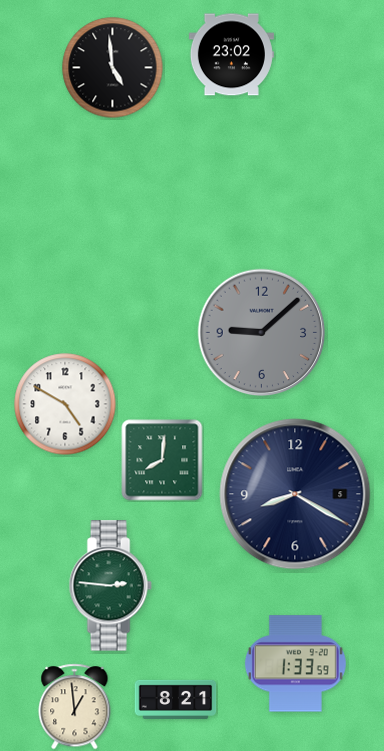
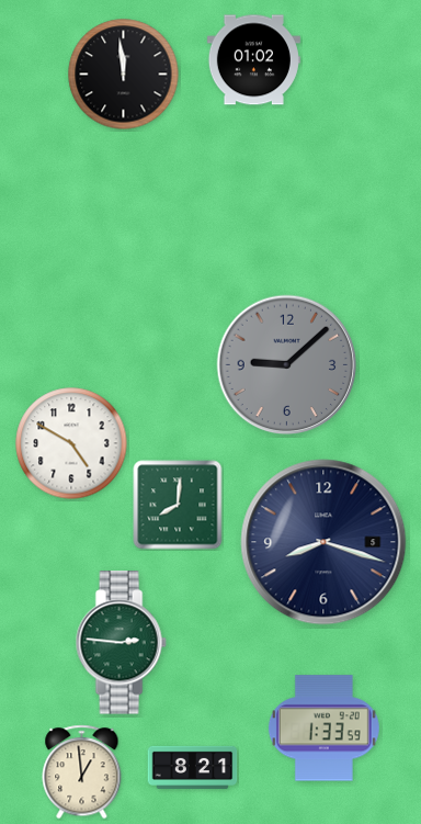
clock at (231, 55): 23:02 -> 01:02
clock at (113, 68): 4:59 -> 11:59
clock at (295, 494): 8:20 -> 8:18
clock at (75, 707) position: (75, 707) -> (82, 772)
